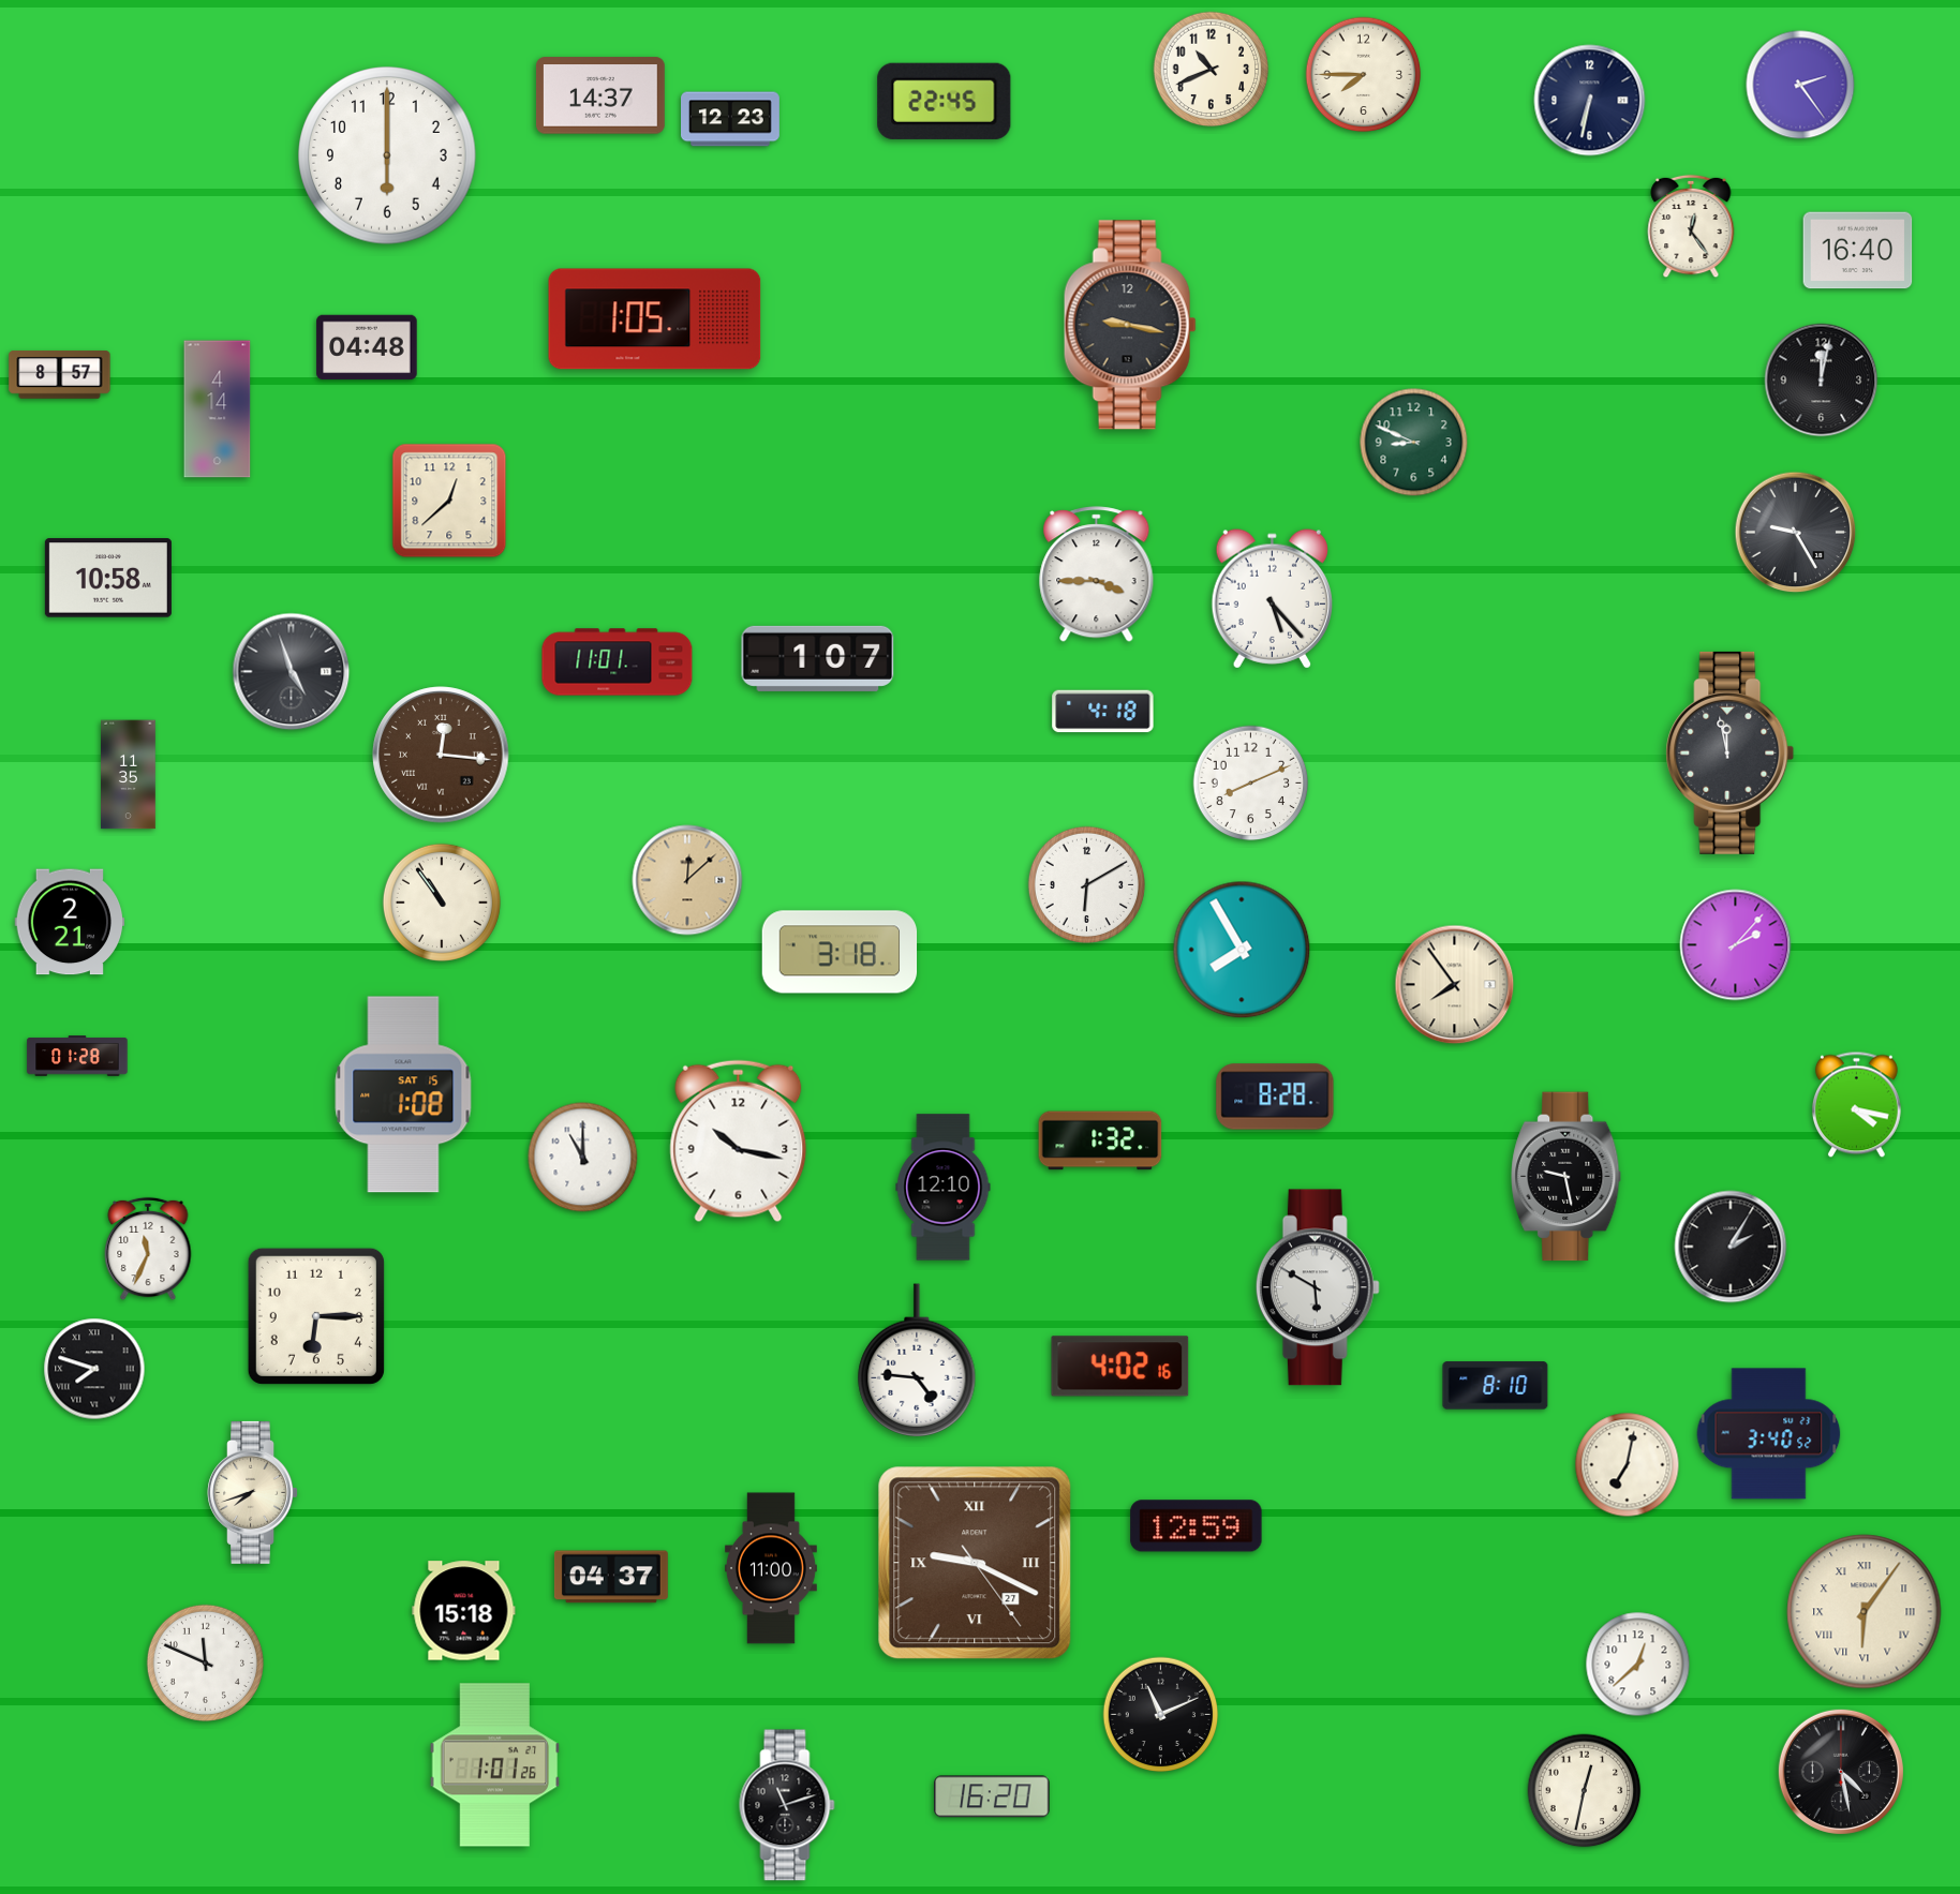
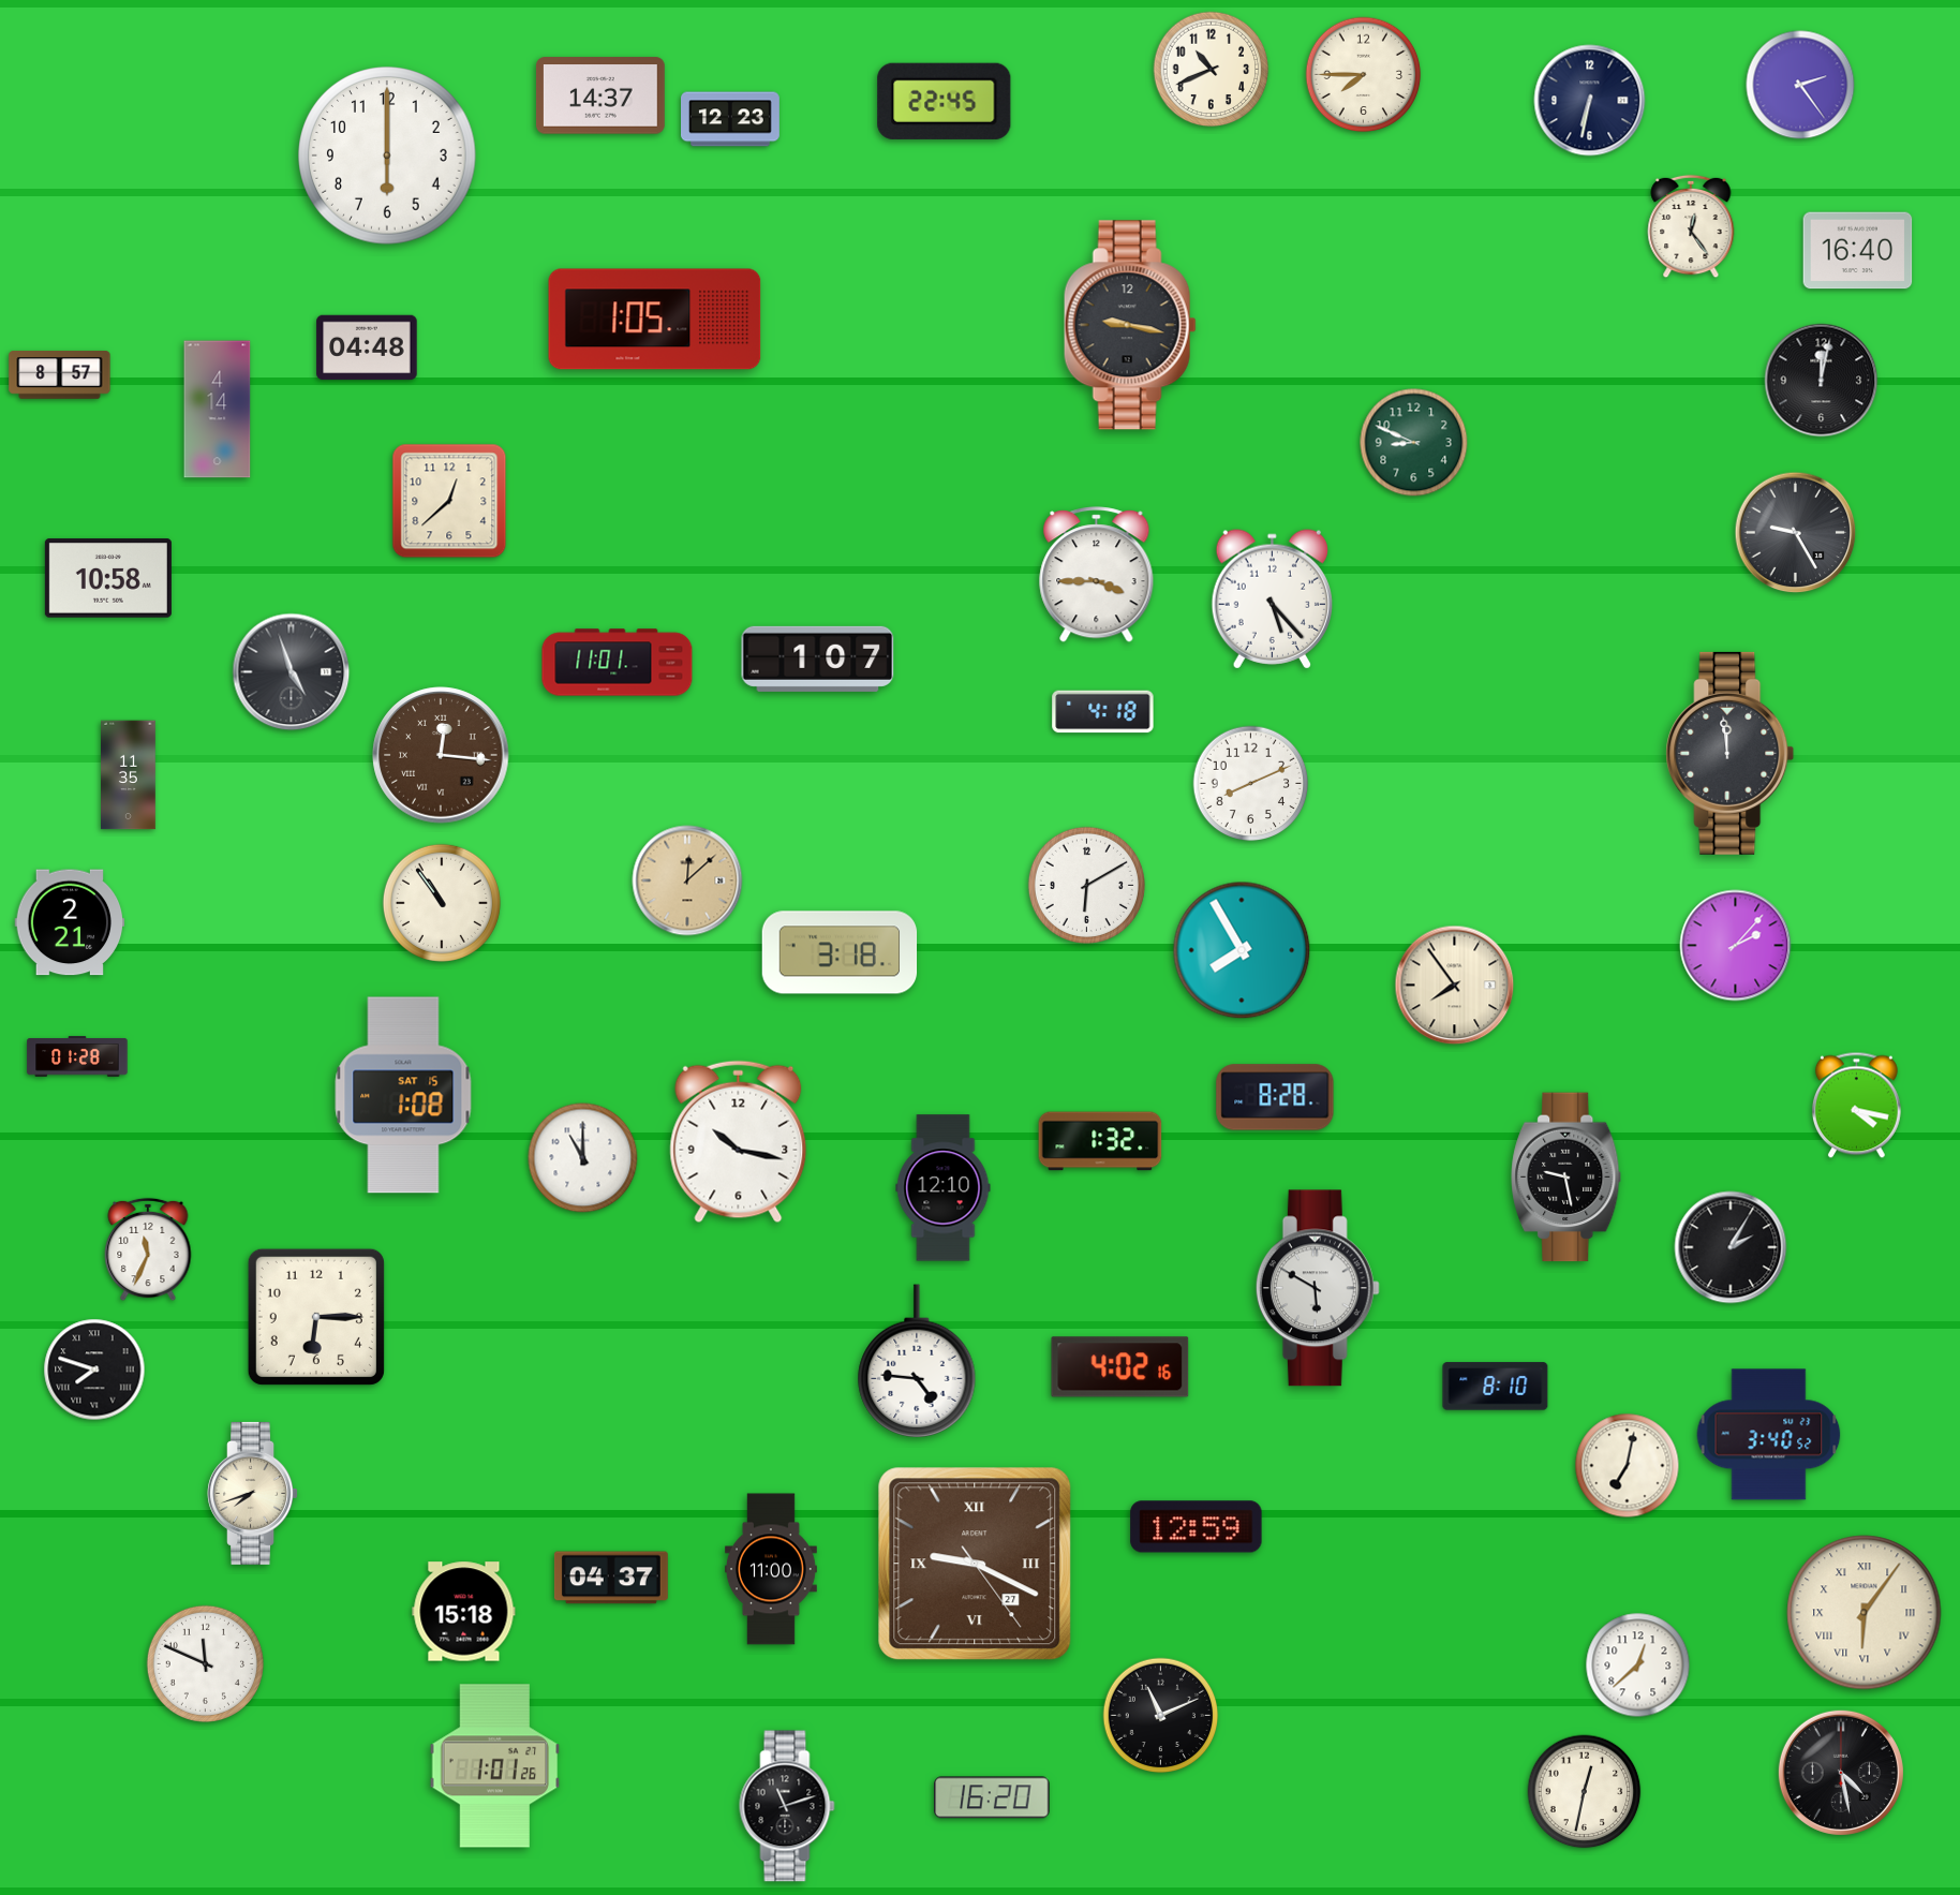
clock at (1731, 752): 11:58 -> 11:59
